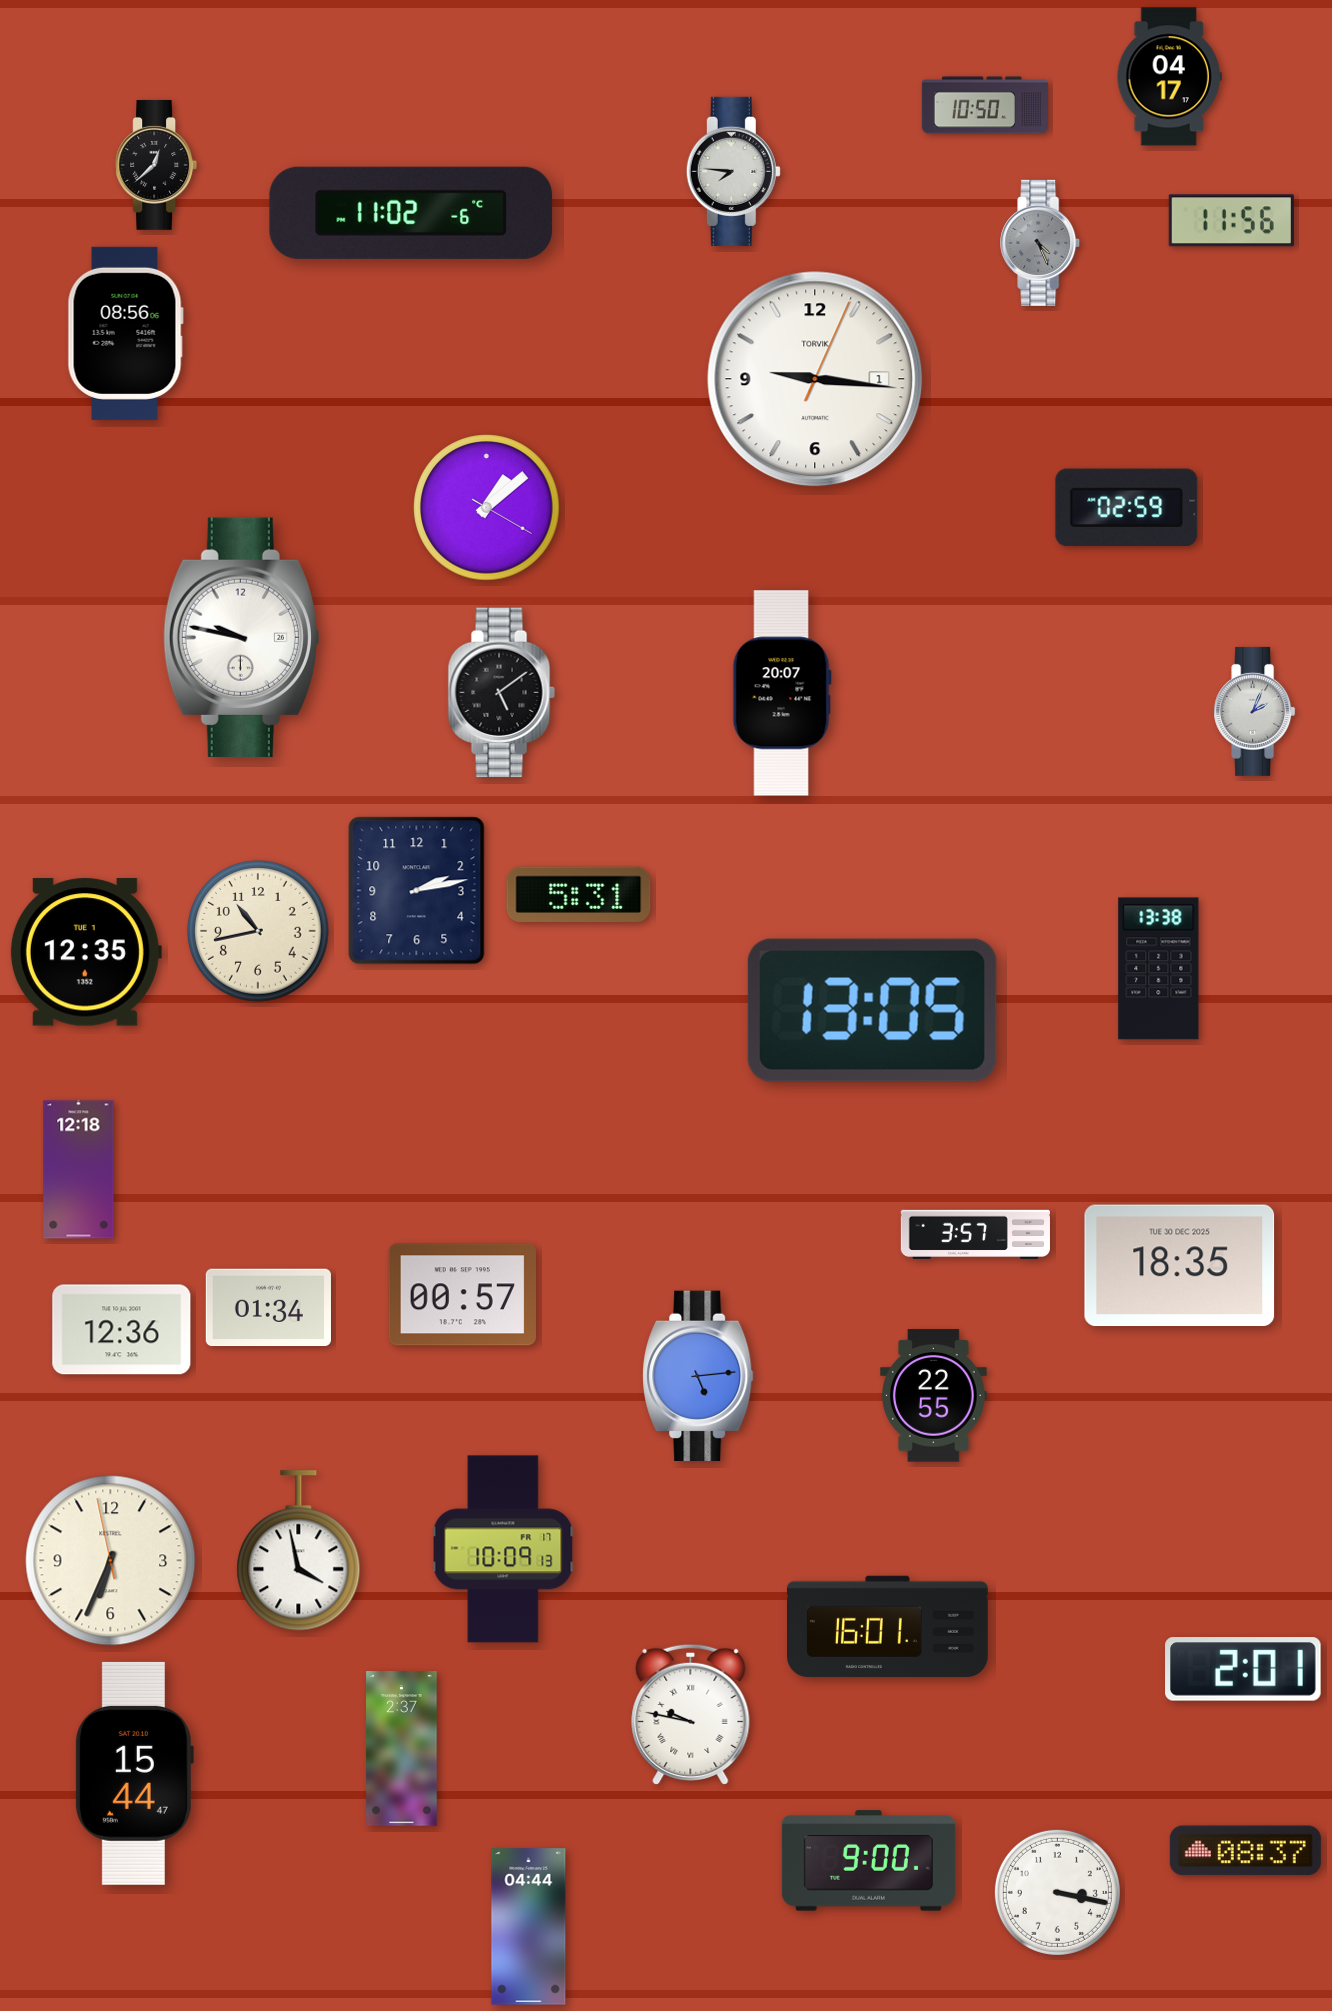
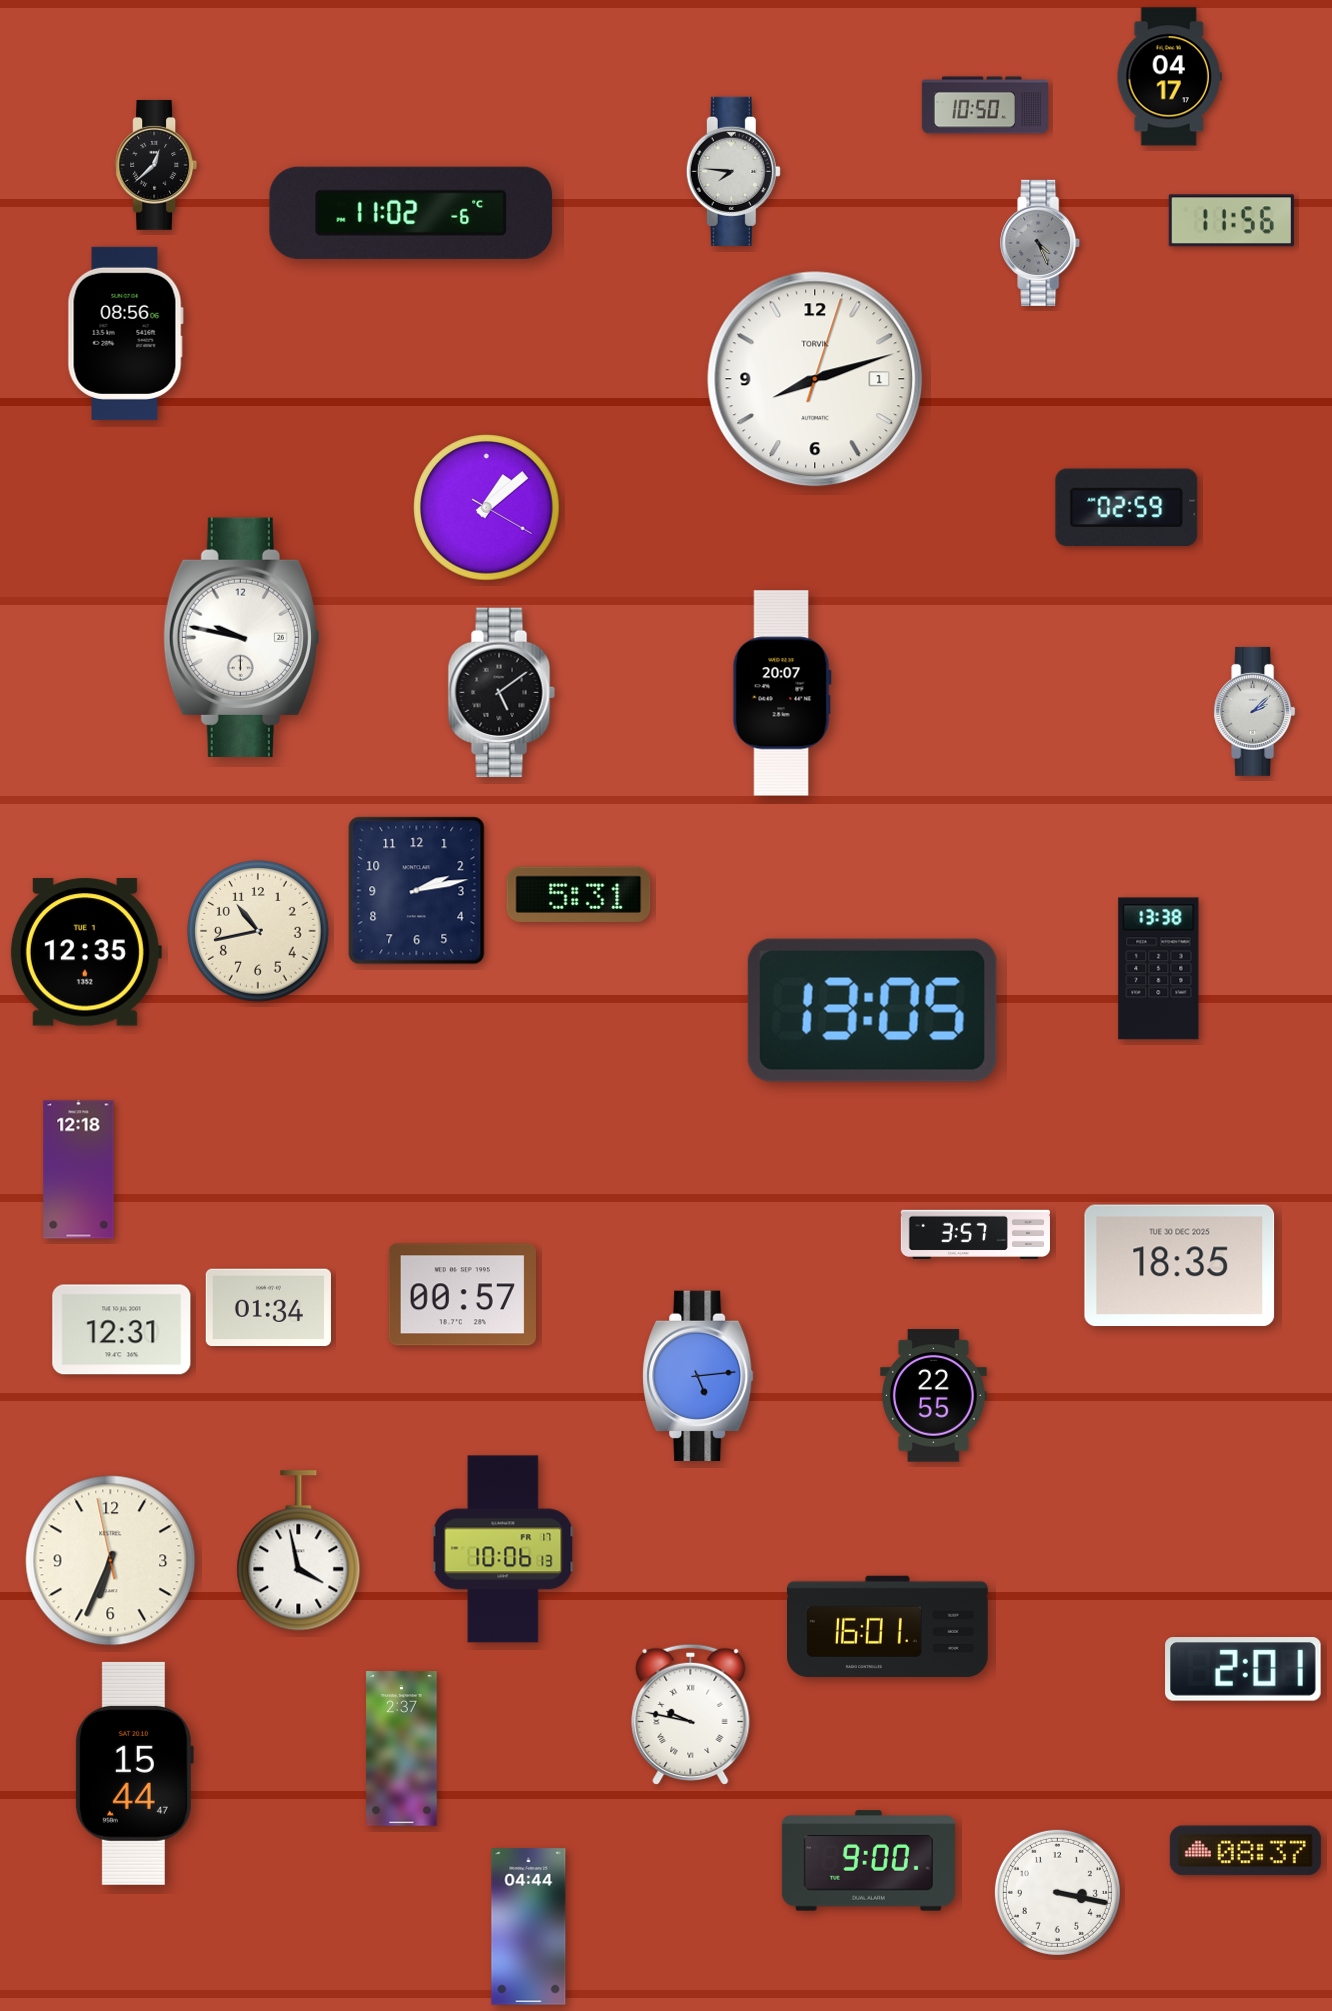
clock at (815, 379): 9:16 -> 8:12
clock at (1255, 711): 2:04 -> 2:08
clock at (122, 1330): 12:36 -> 12:31
clock at (503, 1549): 10:09 -> 10:06
